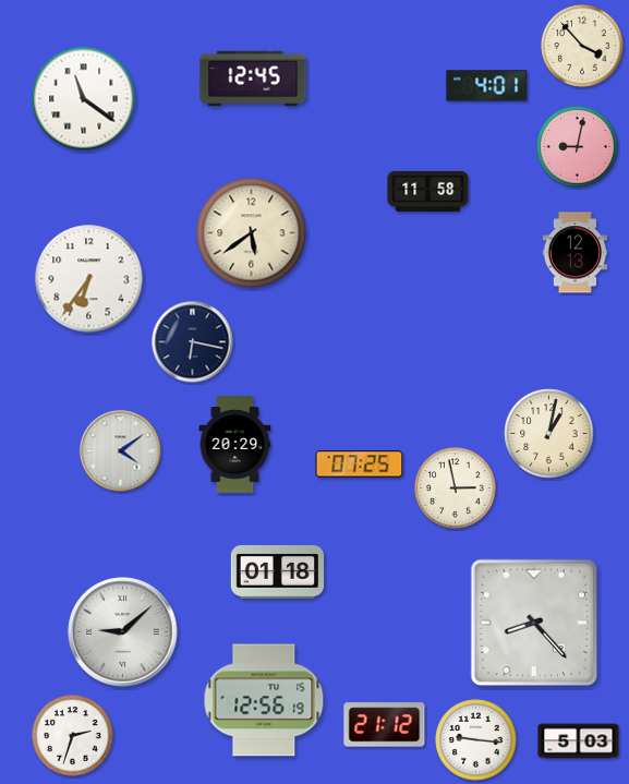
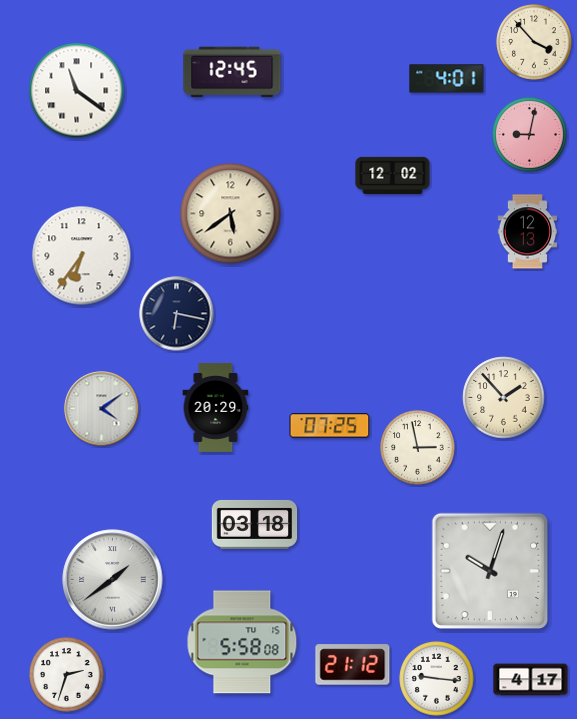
clock at (428, 191): 11:58 -> 12:02
clock at (549, 434): 1:02 -> 1:53
clock at (121, 451) position: (121, 451) -> (102, 409)
clock at (278, 571): 01:18 -> 03:18
clock at (534, 623): 8:23 -> 10:03
clock at (123, 632): 9:08 -> 1:39
clock at (264, 700): 12:56 -> 5:58
clock at (579, 741): 5:03 -> 4:17
